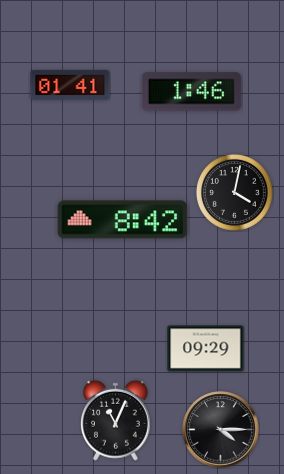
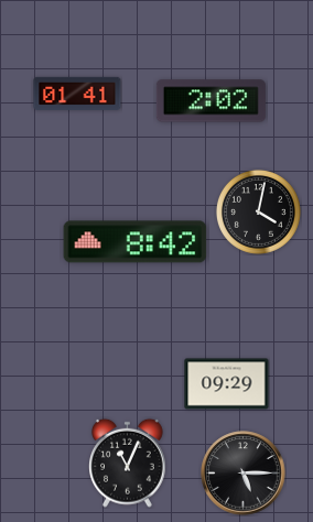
clock at (191, 92): 1:46 -> 2:02
clock at (221, 430): 4:15 -> 5:15
